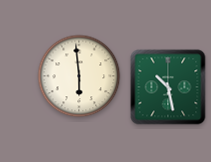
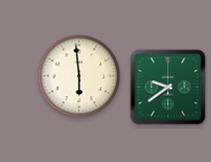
clock at (168, 87): 10:28 -> 9:39
